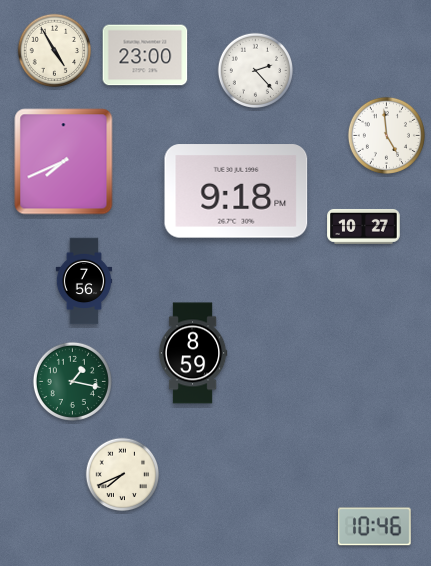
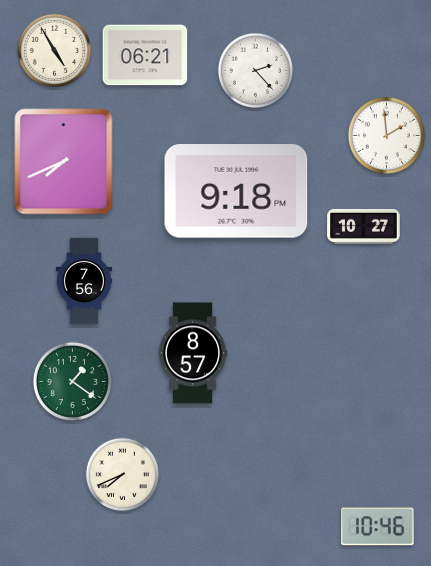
clock at (145, 55): 23:00 -> 06:21
clock at (386, 135): 4:59 -> 1:59
clock at (193, 353): 8:59 -> 8:57
clock at (72, 381): 1:17 -> 1:21
clock at (375, 527) position: (375, 527) -> (378, 527)
